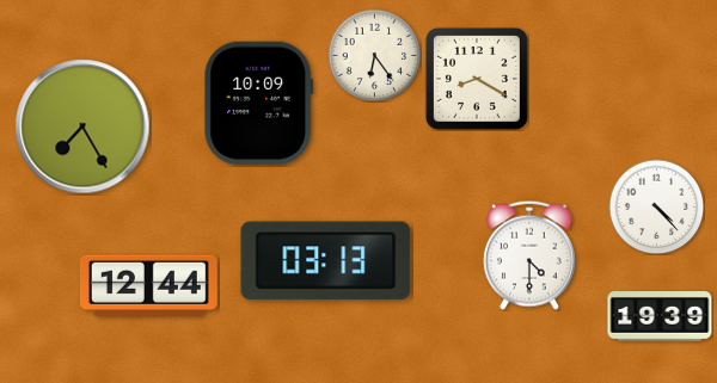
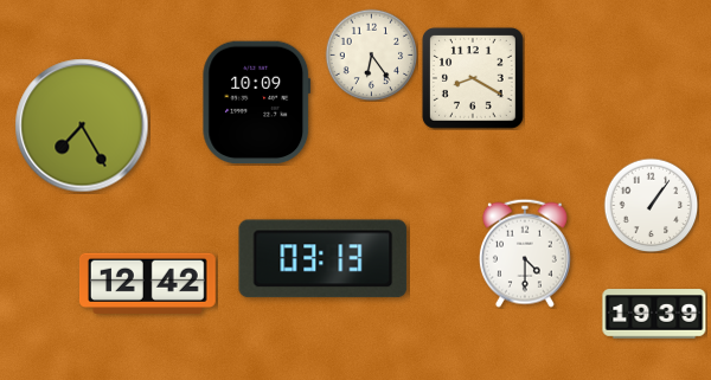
clock at (656, 206): 4:23 -> 1:06
clock at (148, 285): 12:44 -> 12:42
